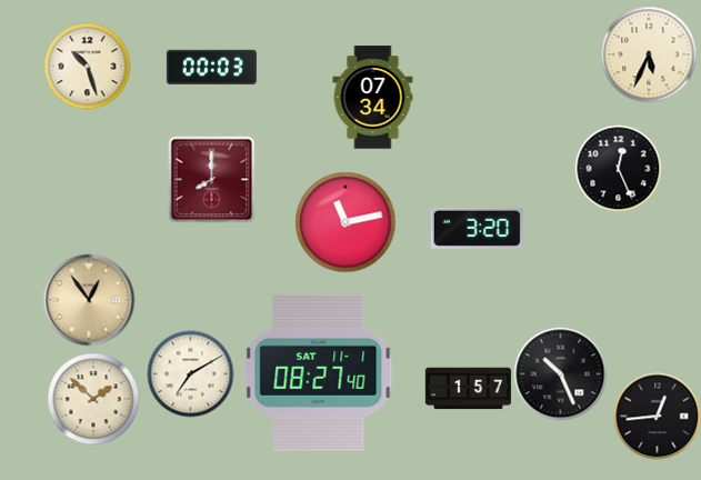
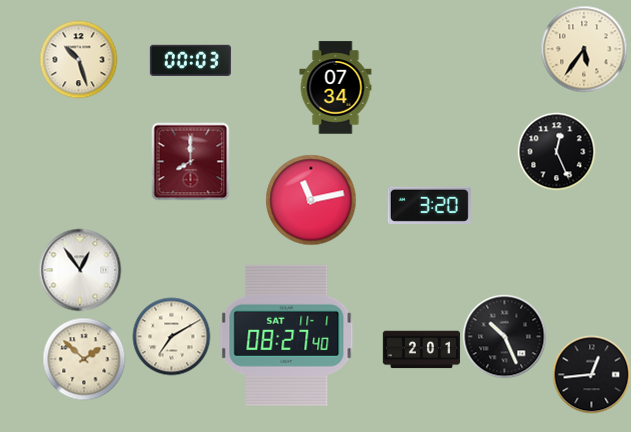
clock at (649, 54): 5:34 -> 5:36
clock at (89, 300) dial: champagne -> white
clock at (468, 389): 1:57 -> 2:01
